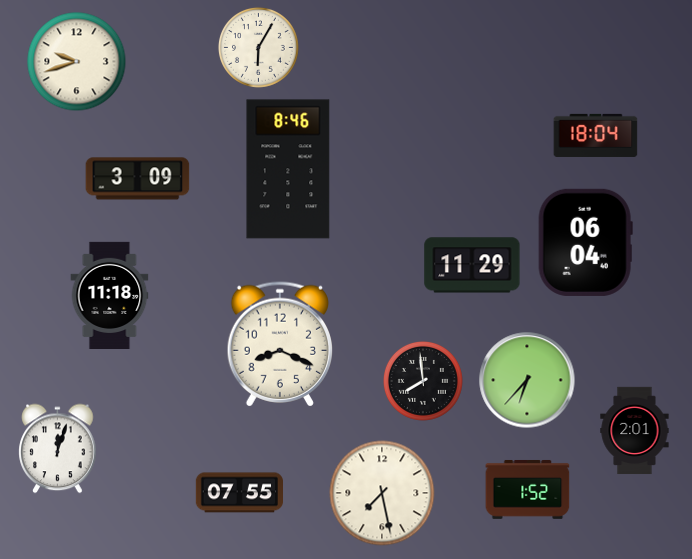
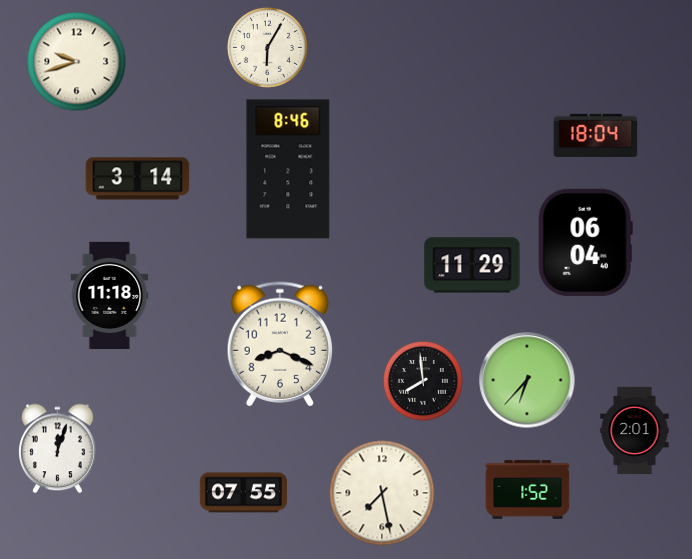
clock at (258, 47) position: (258, 47) -> (267, 47)
clock at (138, 179): 3:09 -> 3:14
clock at (239, 493) position: (239, 493) -> (243, 493)
